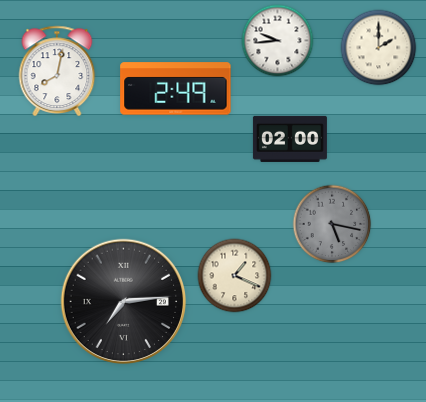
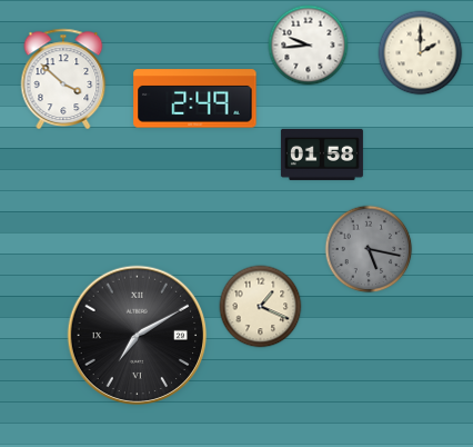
clock at (57, 70): 8:02 -> 3:52
clock at (290, 139): 02:00 -> 01:58
clock at (124, 302): 7:14 -> 7:10
